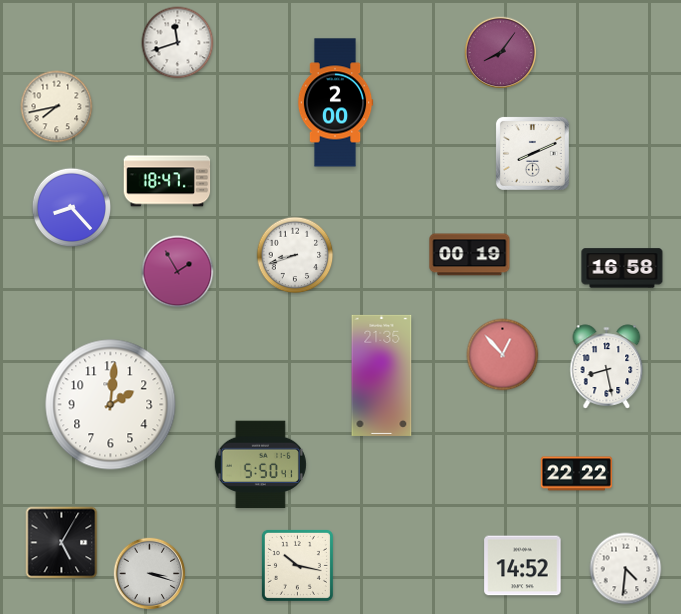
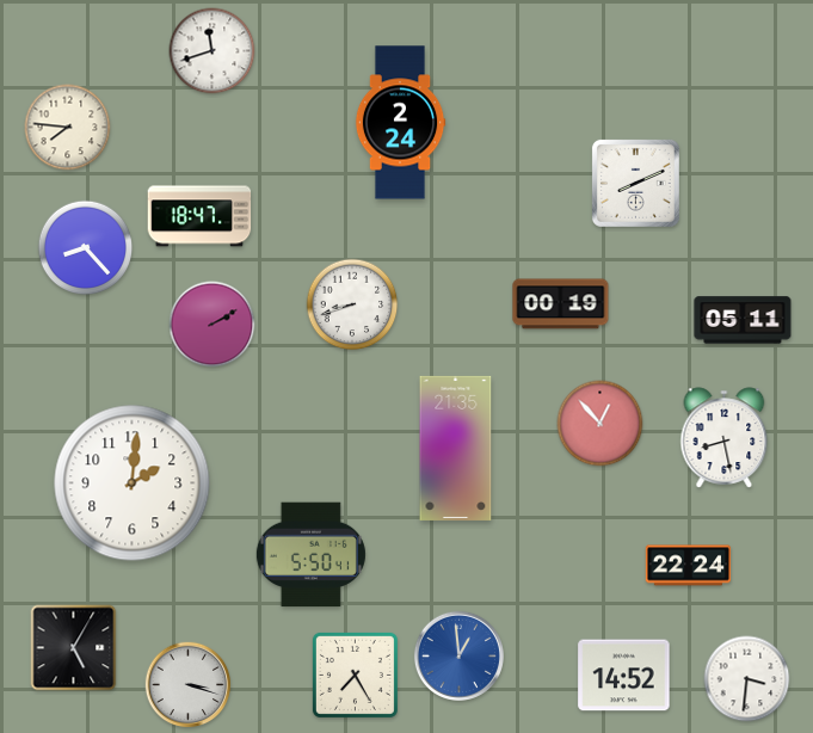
clock at (501, 53): 8:06 -> none
clock at (335, 103): 2:00 -> 2:24
clock at (57, 107): 7:43 -> 7:46
clock at (622, 268): 16:58 -> 05:11
clock at (178, 272): 1:55 -> 2:10
clock at (577, 474): 22:22 -> 22:24
clock at (458, 655): none -> 12:59
clock at (297, 565): 10:17 -> 7:25
clock at (626, 569): 4:31 -> 3:31
clock at (150, 574) position: (150, 574) -> (189, 685)
